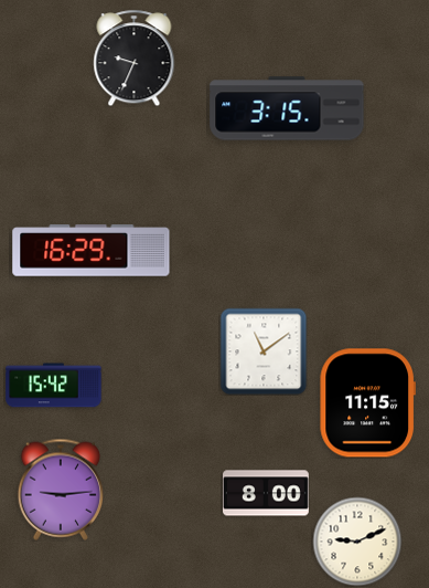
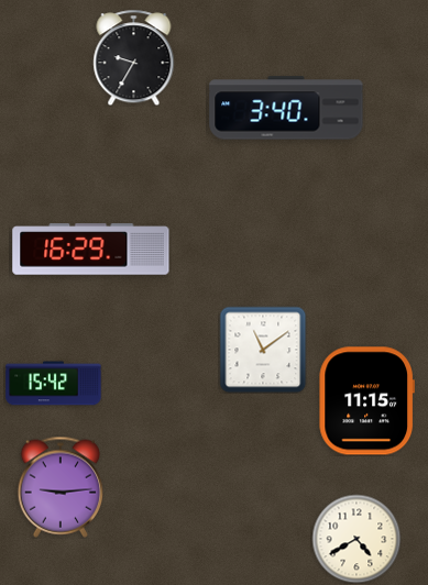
clock at (135, 57): 9:34 -> 9:35
clock at (287, 108): 3:15 -> 3:40
clock at (266, 493): 8:00 -> none
clock at (357, 542): 9:11 -> 4:40
